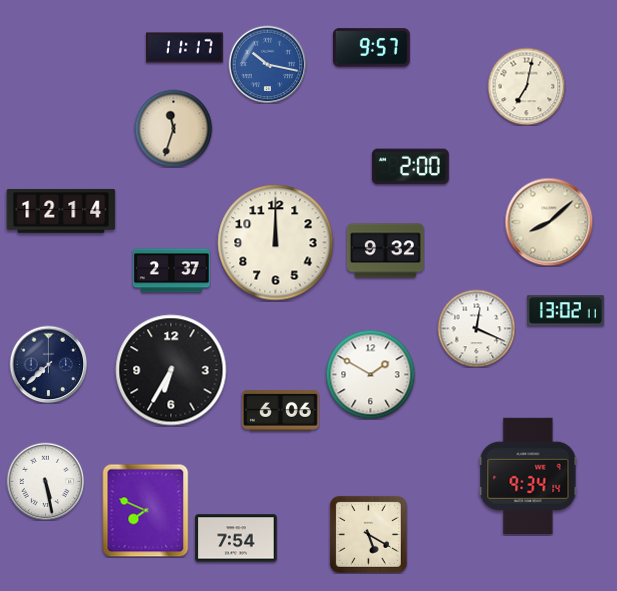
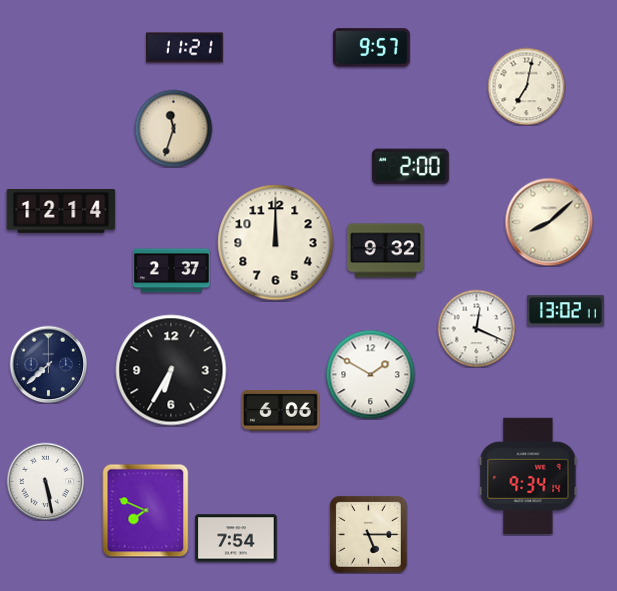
clock at (185, 48): 11:17 -> 11:21
clock at (267, 64): 10:17 -> none
clock at (368, 534): 5:20 -> 5:15
